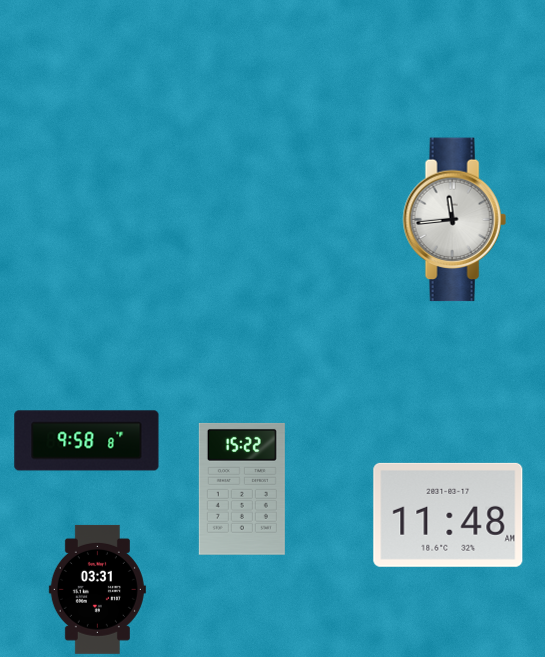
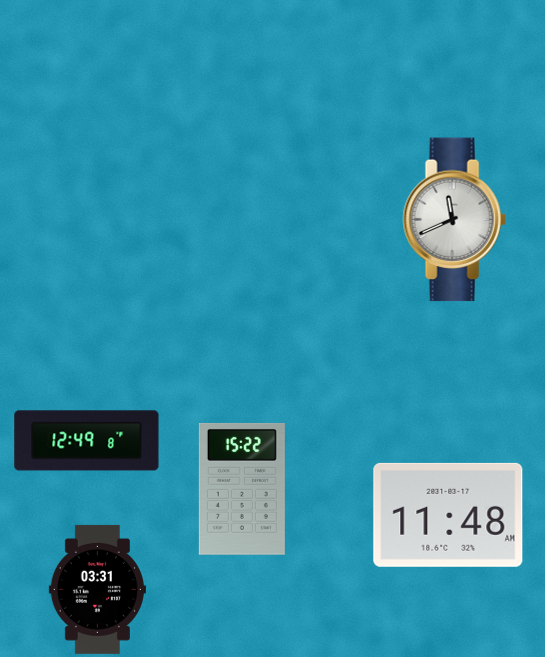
clock at (454, 220): 11:44 -> 11:41
clock at (87, 441): 9:58 -> 12:49
